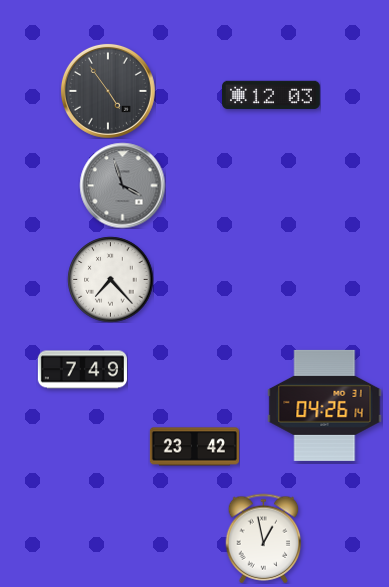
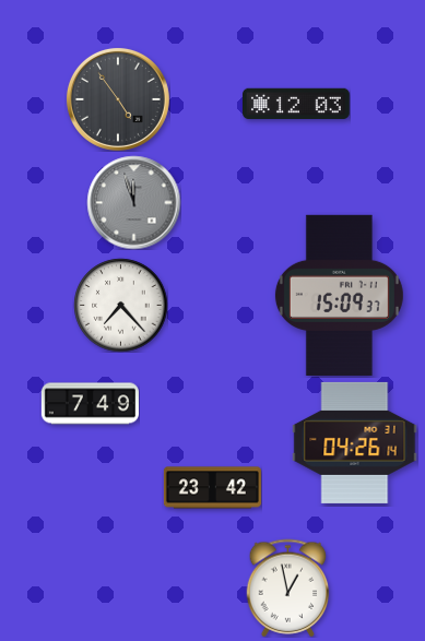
clock at (122, 185): 3:57 -> 11:57
clock at (339, 295): none -> 15:09
